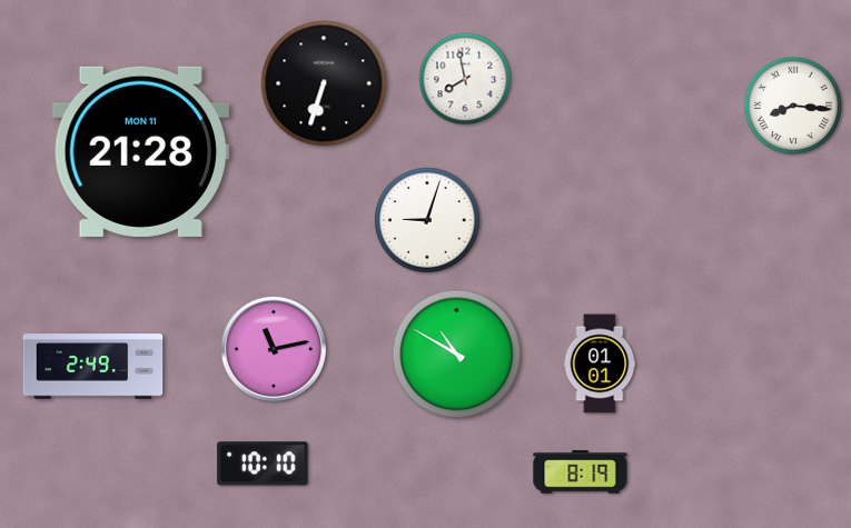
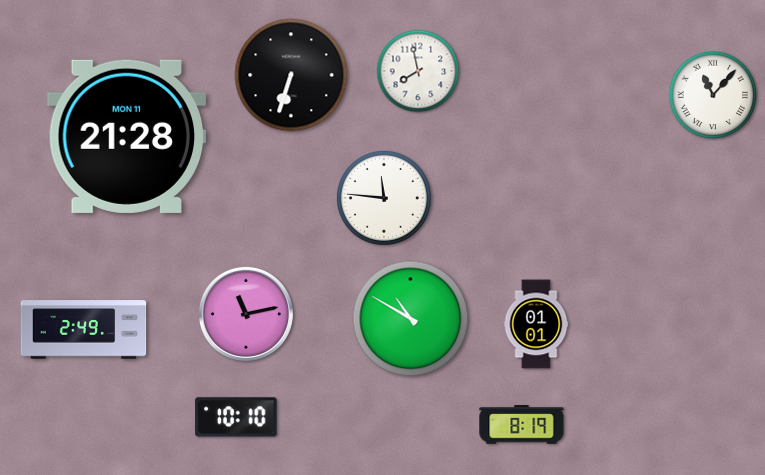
clock at (793, 106): 8:16 -> 11:07
clock at (427, 220): 9:03 -> 11:46
clock at (600, 363) position: (600, 363) -> (536, 324)
